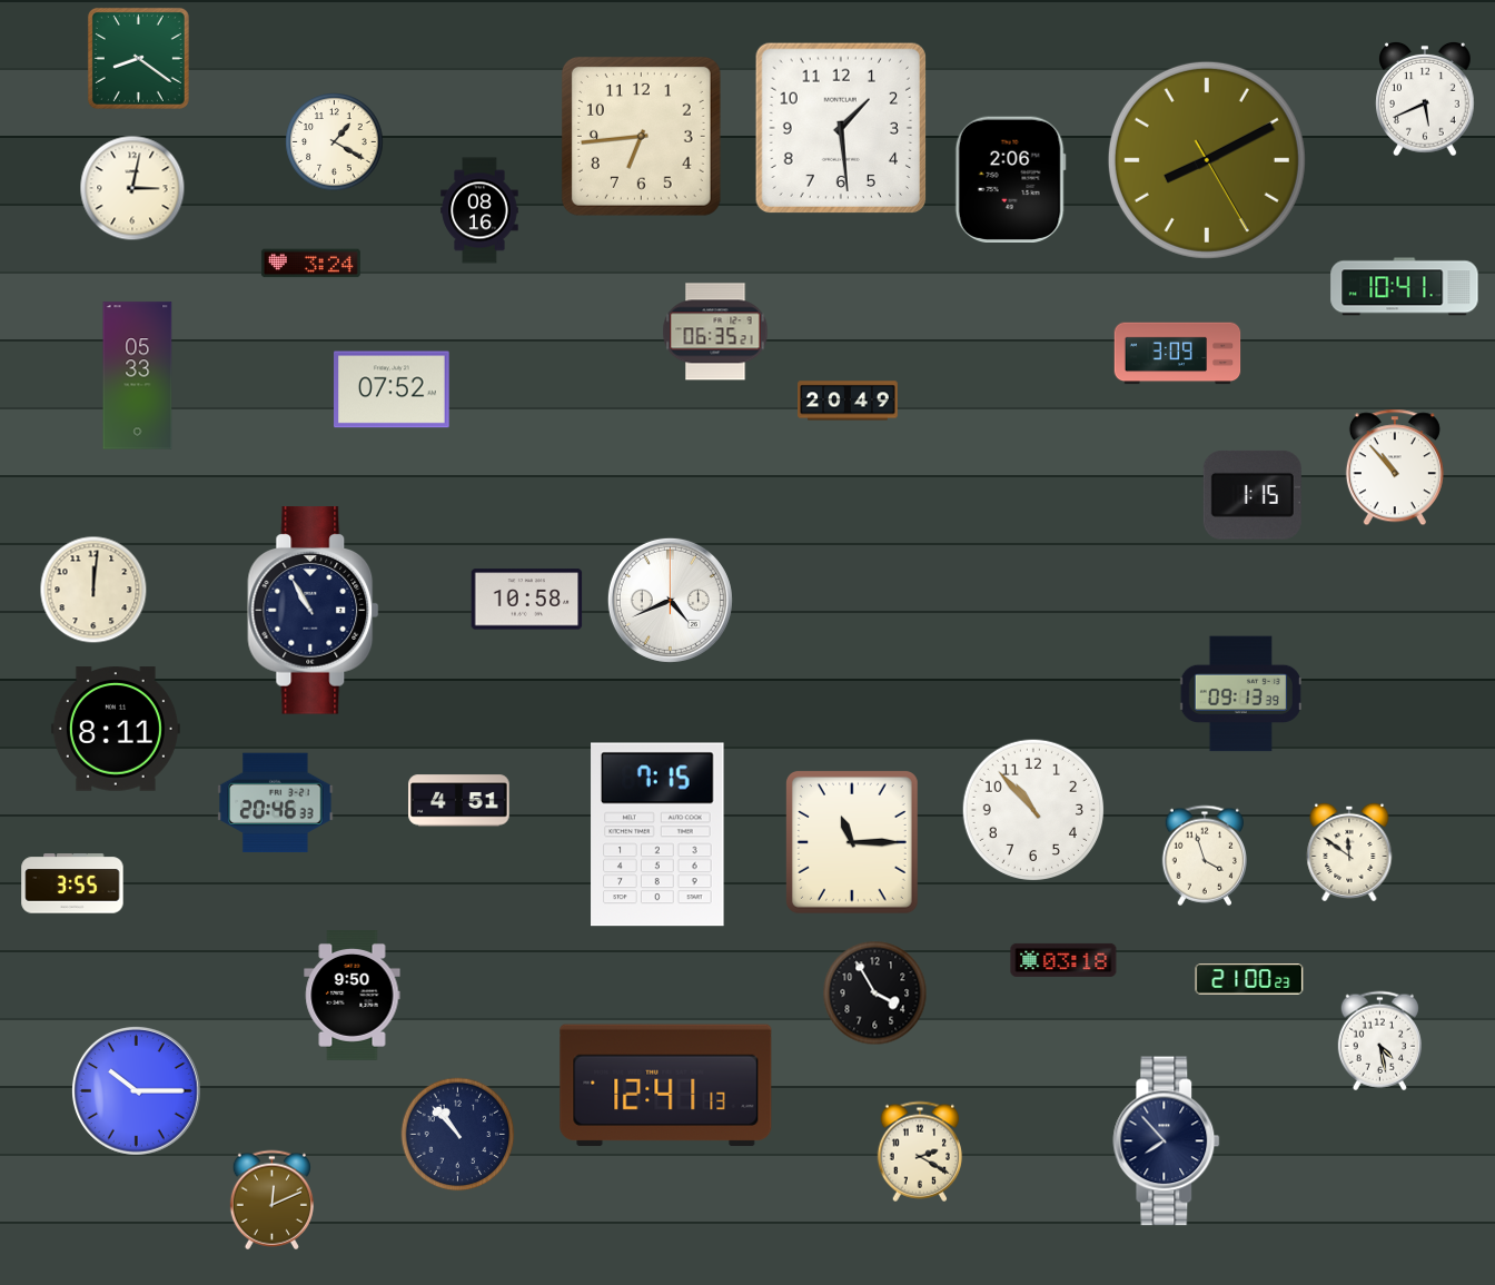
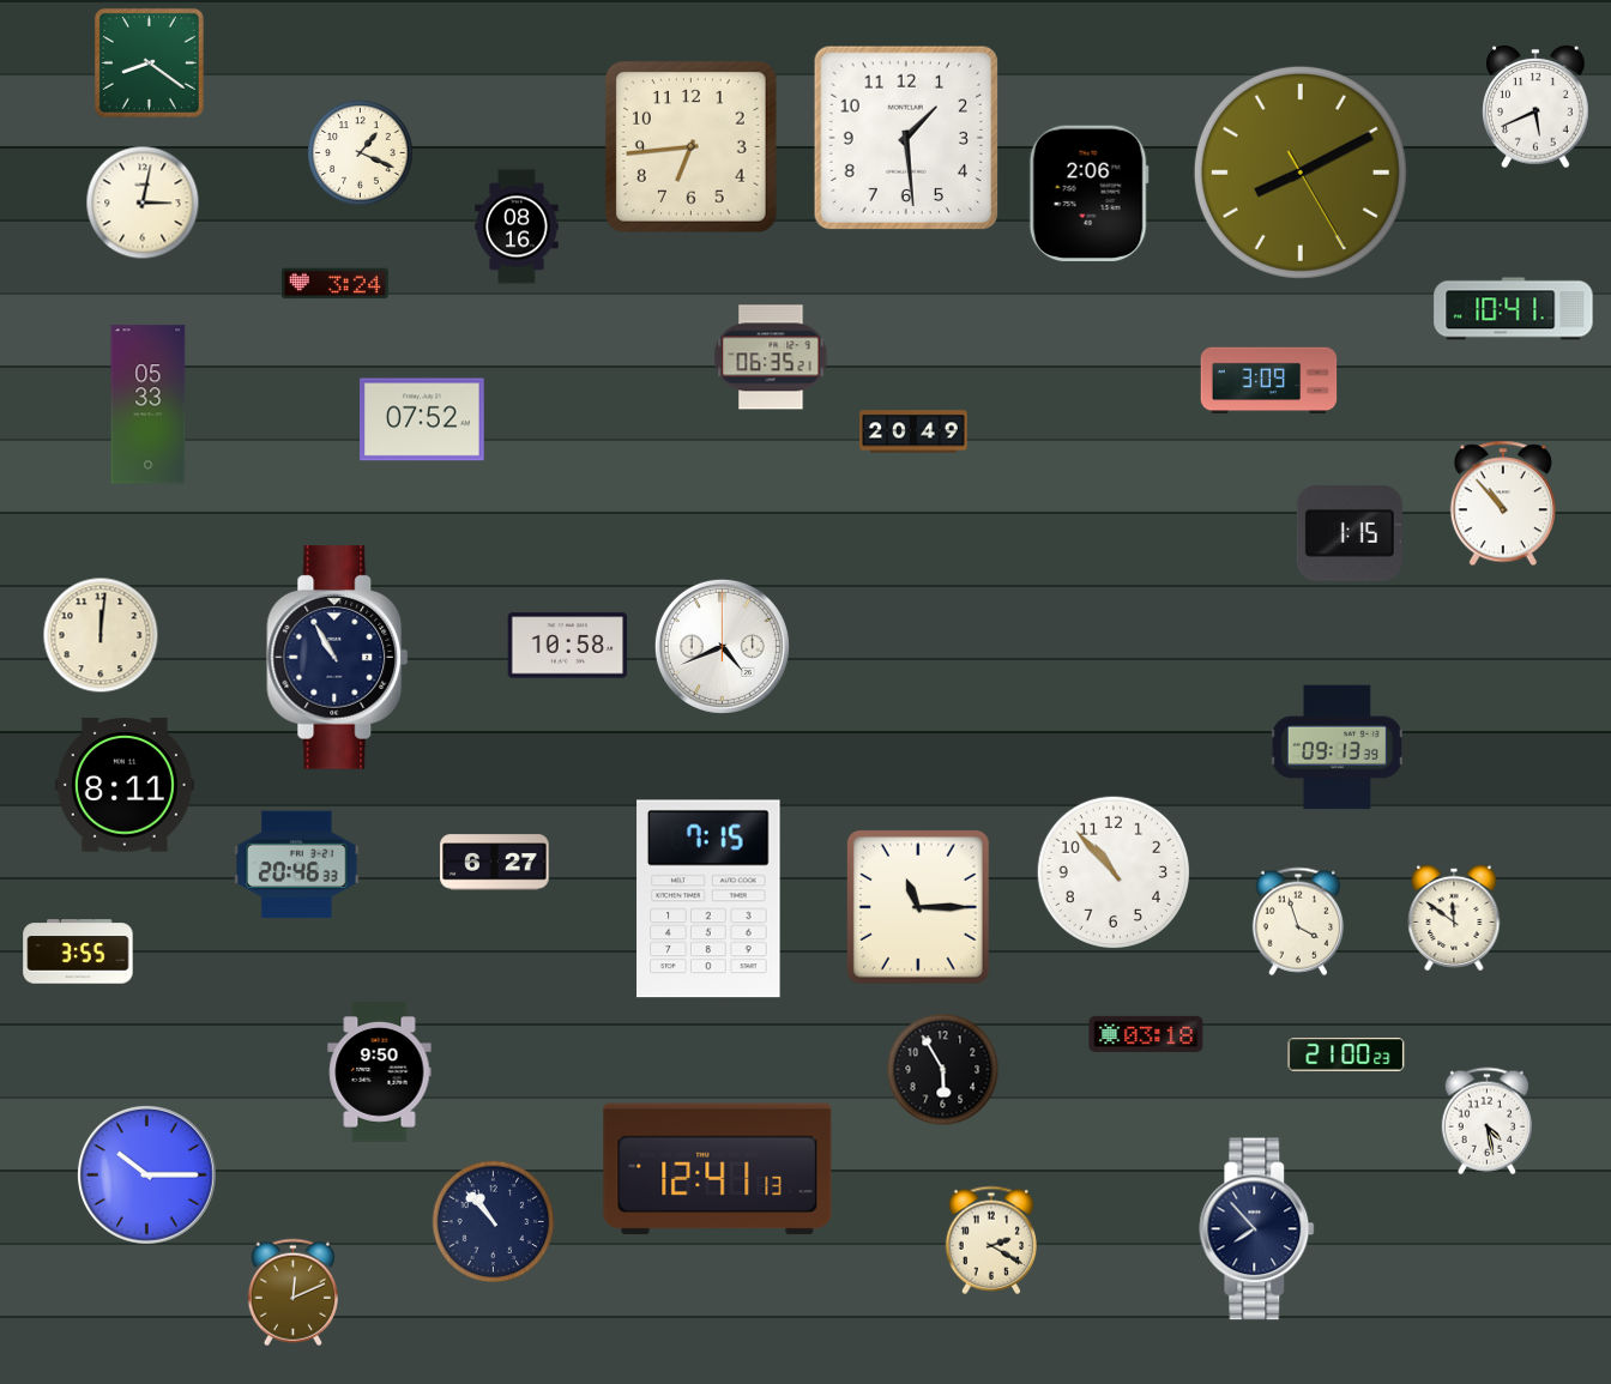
clock at (335, 142): 1:20 -> 1:19
clock at (459, 801): 4:51 -> 6:27
clock at (875, 994): 3:55 -> 5:55
